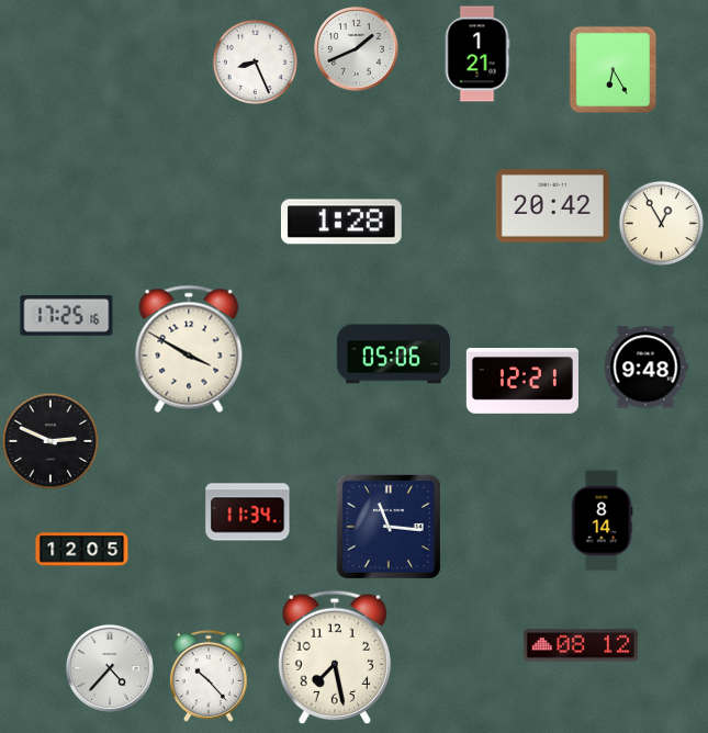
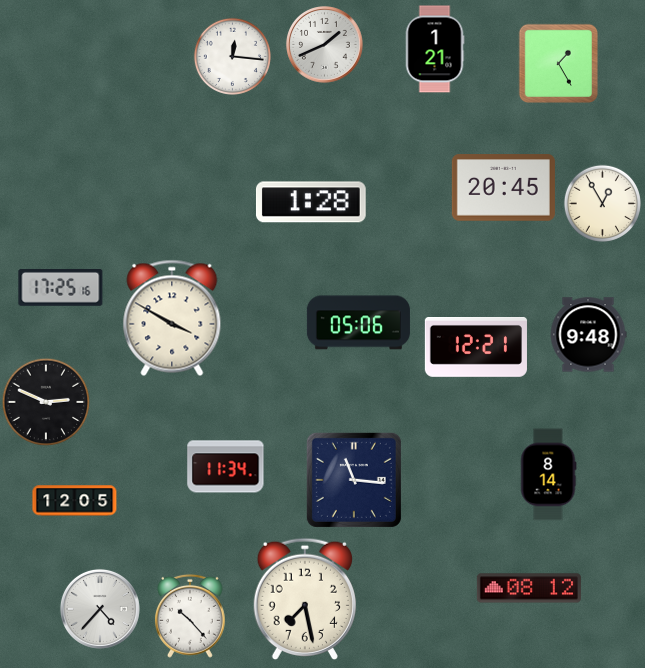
clock at (255, 61): 8:26 -> 12:16
clock at (613, 69): 6:25 -> 1:25
clock at (552, 206): 20:42 -> 20:45
